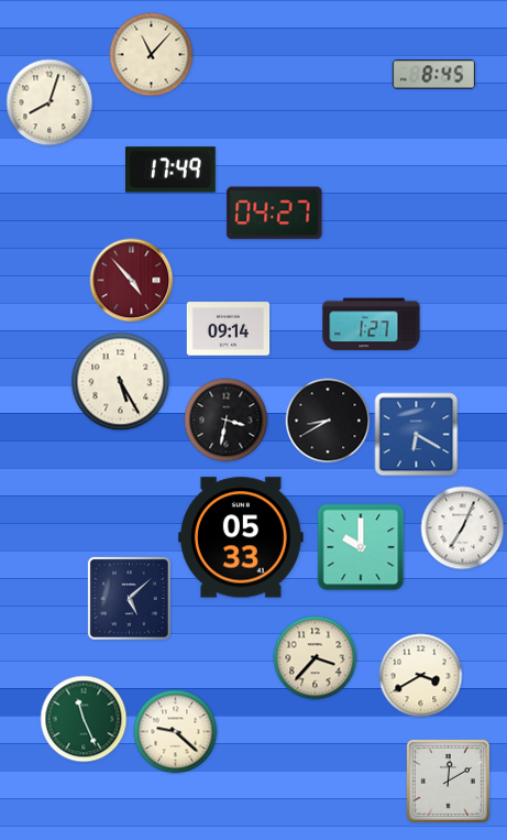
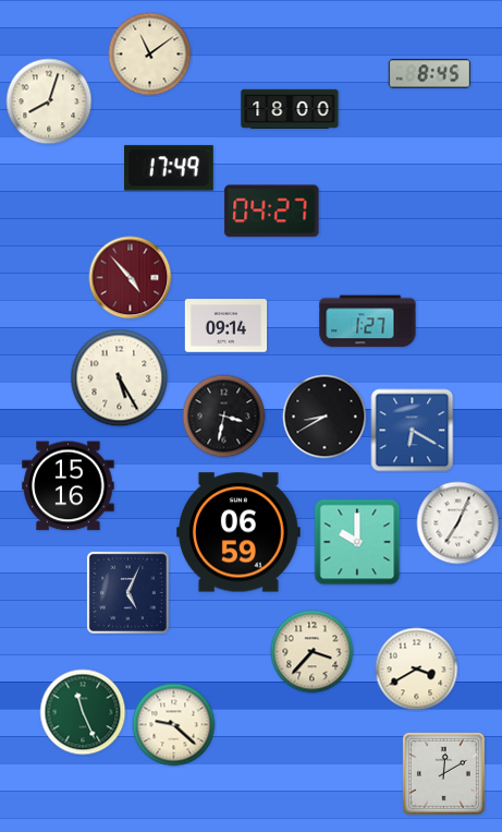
clock at (152, 55): 11:07 -> 11:09
clock at (290, 109): none -> 18:00
clock at (69, 486): none -> 15:16
clock at (242, 537): 05:33 -> 06:59
clock at (129, 598): 5:08 -> 5:04
